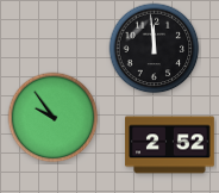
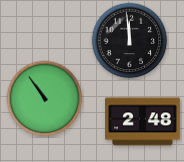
clock at (54, 118): 9:54 -> 10:54
clock at (170, 145): 2:52 -> 2:48
